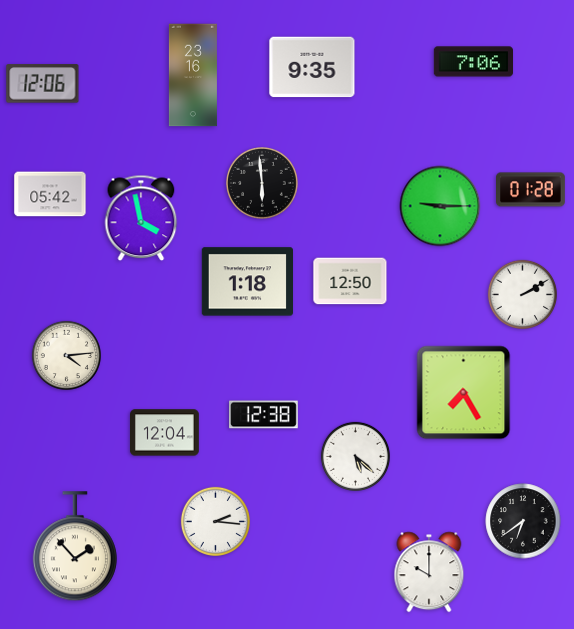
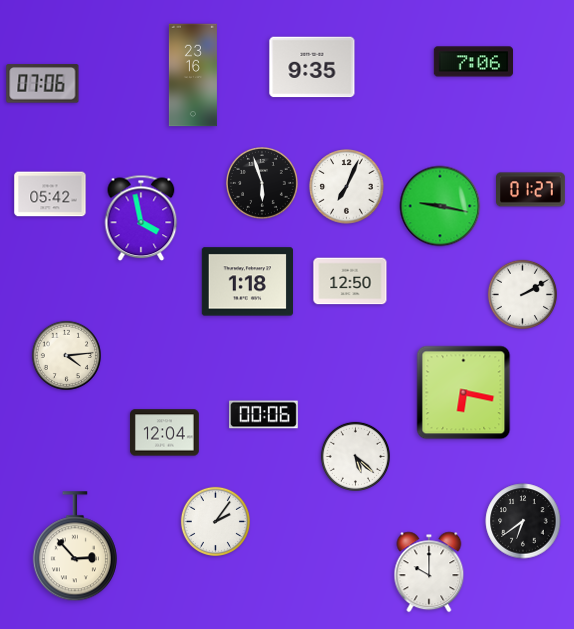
clock at (43, 84): 12:06 -> 07:06
clock at (263, 184): 5:59 -> 5:57
clock at (347, 187): none -> 7:04
clock at (531, 190): 01:28 -> 01:27
clock at (440, 206): 9:15 -> 9:17
clock at (464, 393): 7:25 -> 6:17
clock at (264, 415): 12:38 -> 00:06
clock at (215, 521): 2:16 -> 2:06
clock at (75, 547): 1:53 -> 2:53
